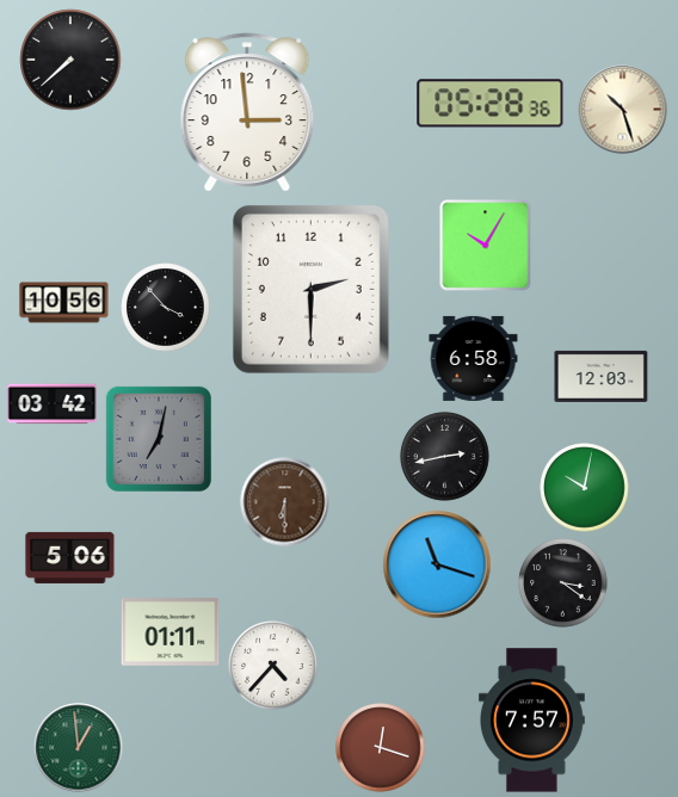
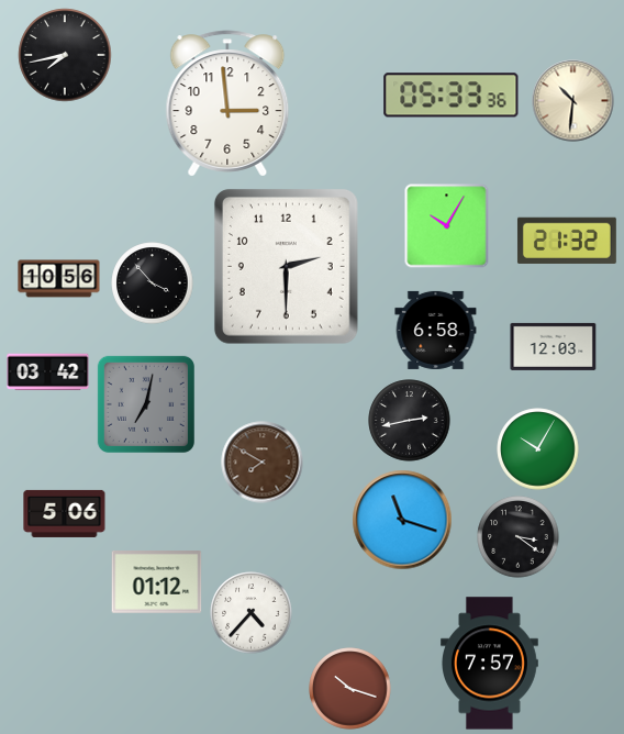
clock at (70, 60): 7:38 -> 7:43
clock at (491, 104): 05:28 -> 05:33
clock at (623, 110): 10:27 -> 10:31
clock at (567, 240): none -> 21:32
clock at (585, 488): 10:02 -> 10:05
clock at (285, 502): 6:30 -> 7:50
clock at (171, 632): 01:11 -> 01:12
clock at (79, 748): 12:59 -> none
clock at (381, 748): 12:18 -> 10:18
